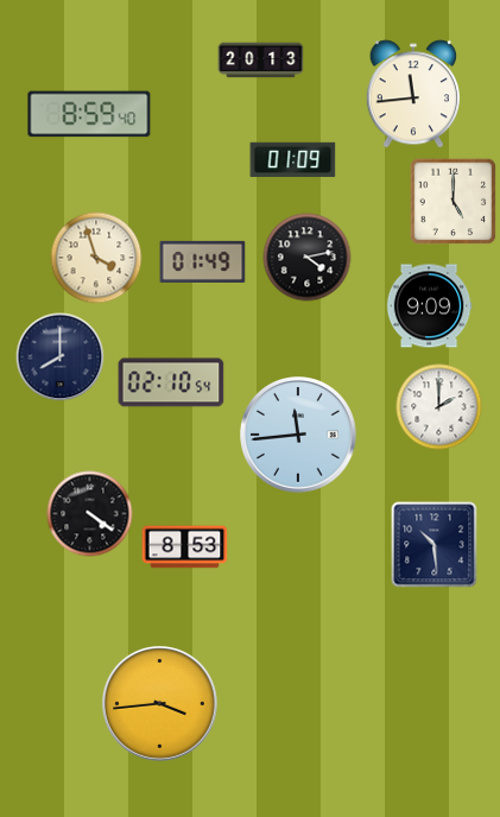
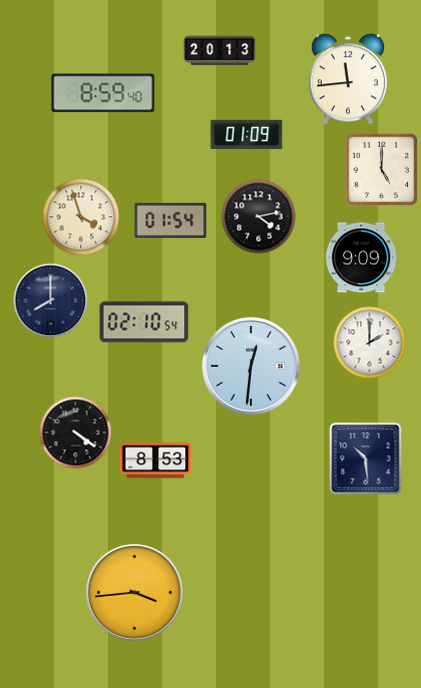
clock at (89, 114) position: (89, 114) -> (103, 93)
clock at (203, 261): 01:49 -> 01:54
clock at (299, 436): 11:44 -> 12:31
